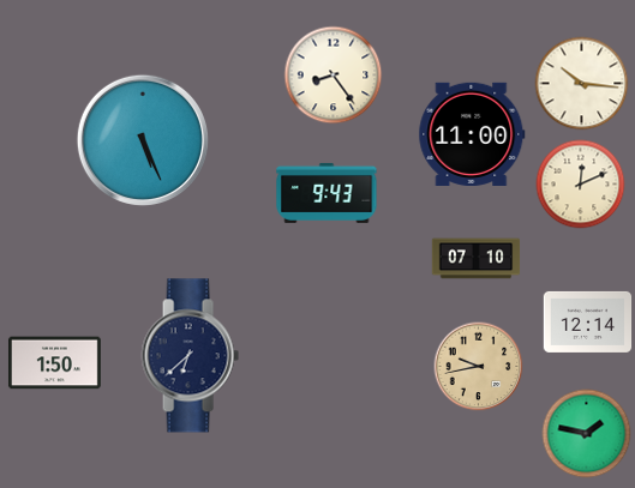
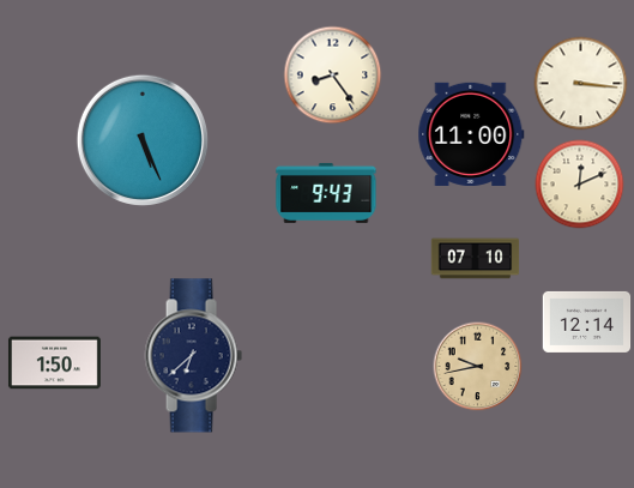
clock at (582, 84): 10:16 -> 3:16
clock at (190, 356) position: (190, 356) -> (193, 356)
clock at (587, 434): 1:47 -> none
